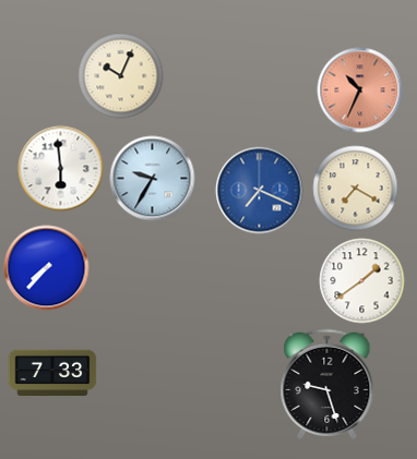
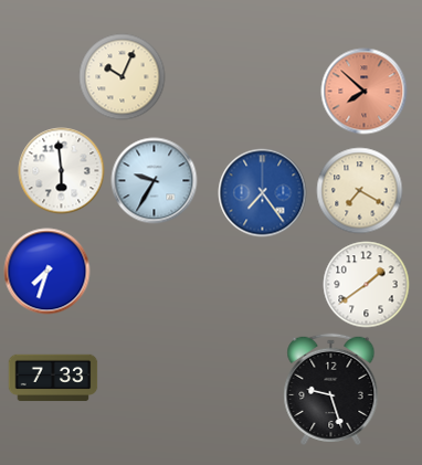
clock at (359, 89): 10:34 -> 7:52
clock at (259, 190): 7:19 -> 7:24
clock at (46, 267): 7:37 -> 7:33
